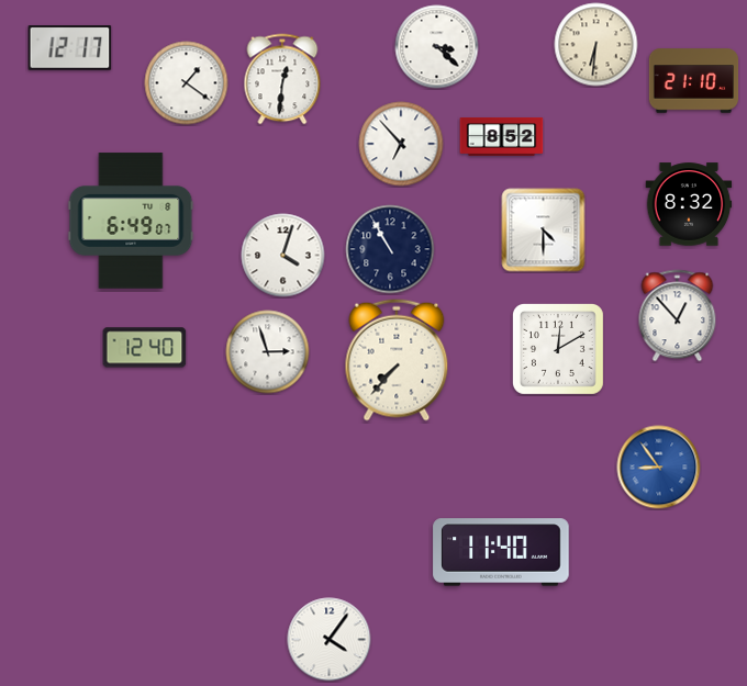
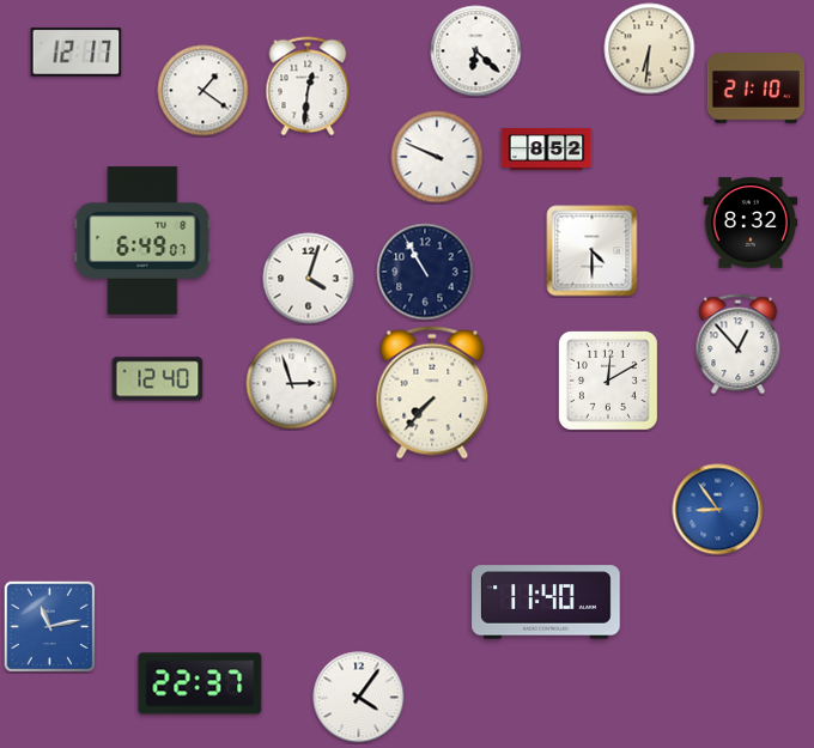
clock at (437, 47): 3:22 -> 6:22
clock at (401, 144): 6:53 -> 9:49
clock at (49, 626): none -> 11:13
clock at (200, 683): none -> 22:37
